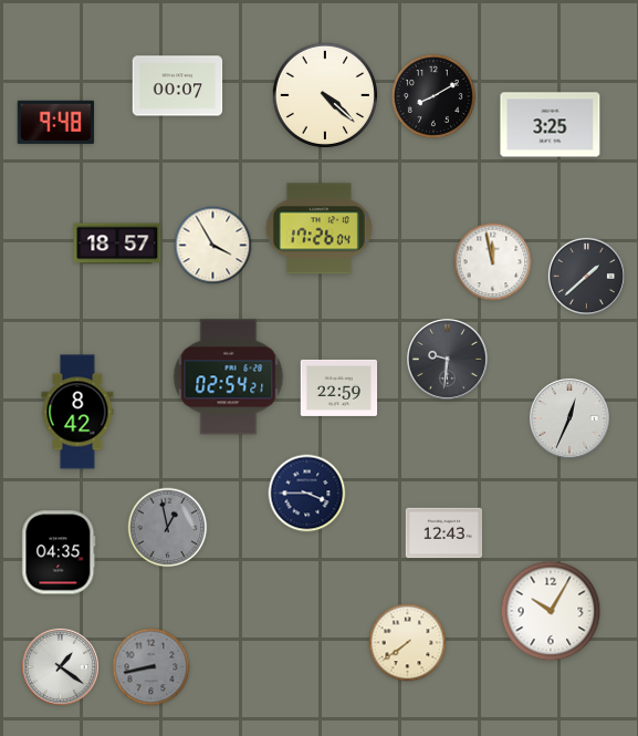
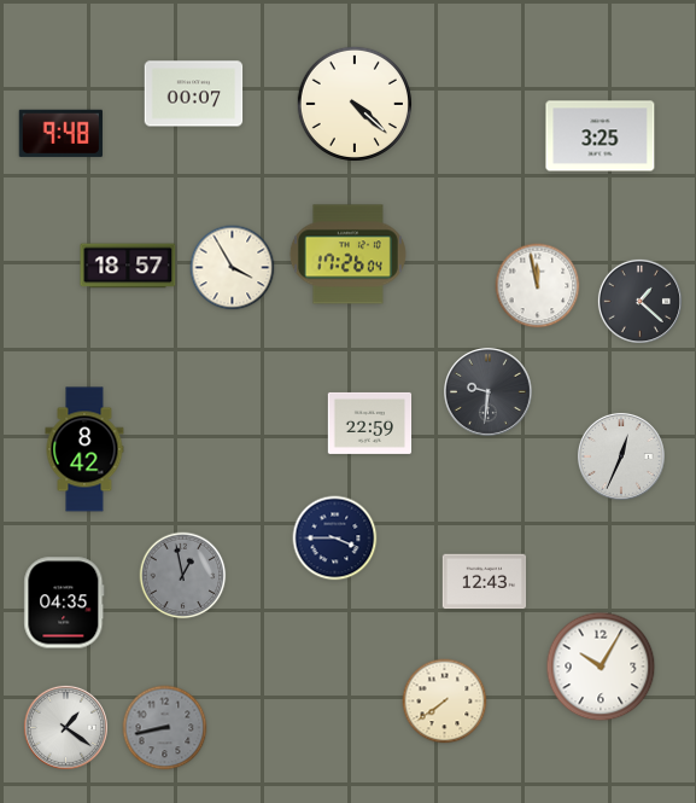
clock at (433, 96): 8:10 -> none
clock at (318, 229) position: (318, 229) -> (347, 255)
clock at (586, 276): 1:38 -> 1:22
clock at (229, 377): 02:54 -> none
